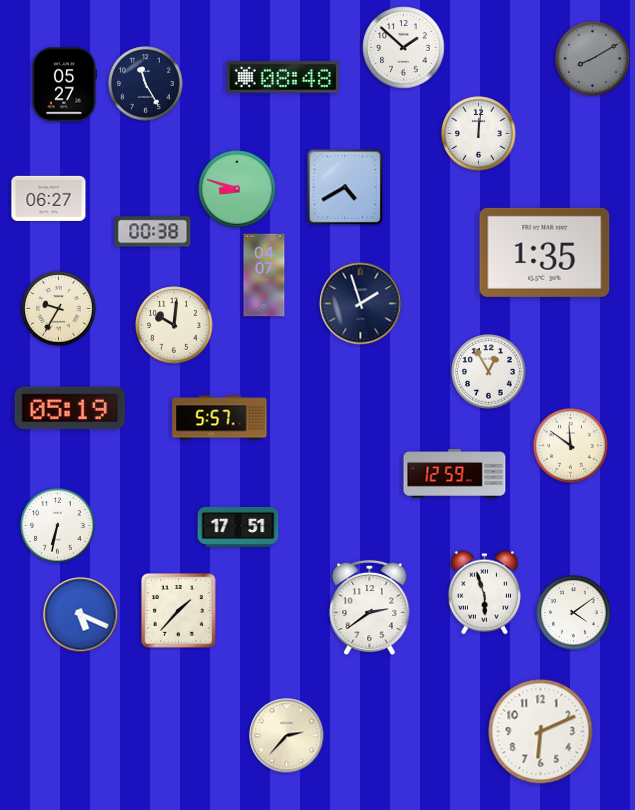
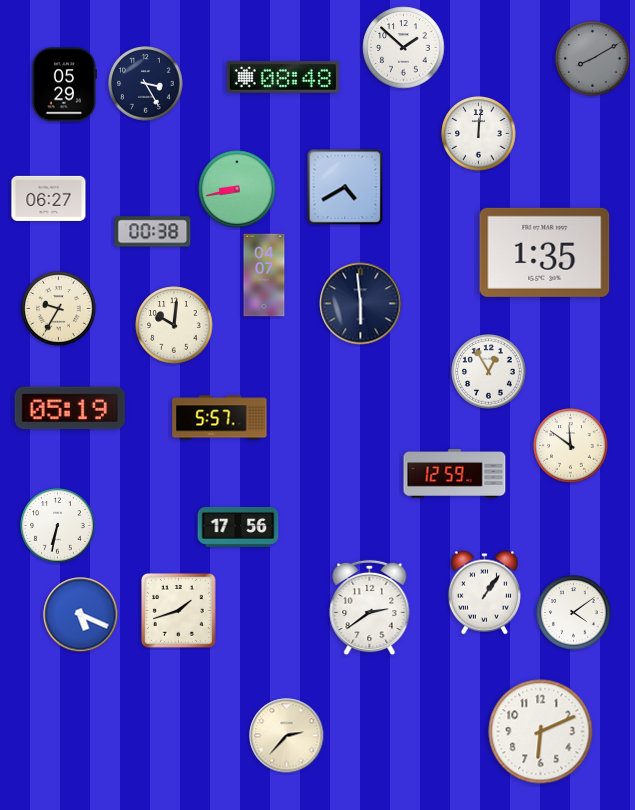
clock at (146, 84): 11:25 -> 3:25
clock at (63, 85): 05:27 -> 05:29
clock at (237, 189): 8:48 -> 8:43
clock at (361, 304): 1:57 -> 5:59
clock at (238, 527): 17:51 -> 17:56
clock at (484, 593): 5:57 -> 1:06
clock at (179, 611): 1:37 -> 1:42
